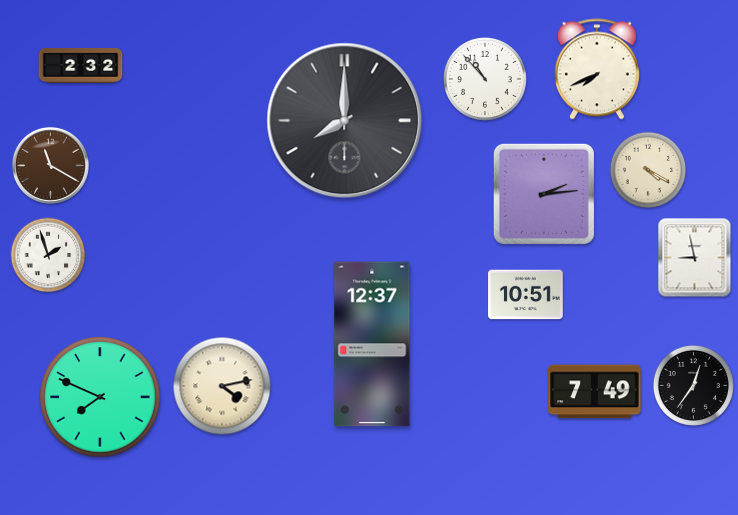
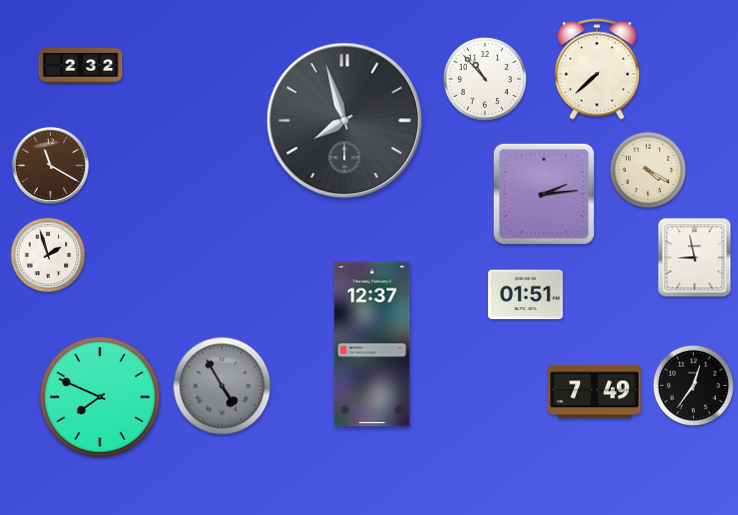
clock at (597, 69): 7:41 -> 7:38
clock at (345, 121): 8:00 -> 7:57
clock at (526, 295): 10:51 -> 01:51
clock at (222, 386): 4:13 -> 4:55
clock at (222, 386) dial: cream -> grey
